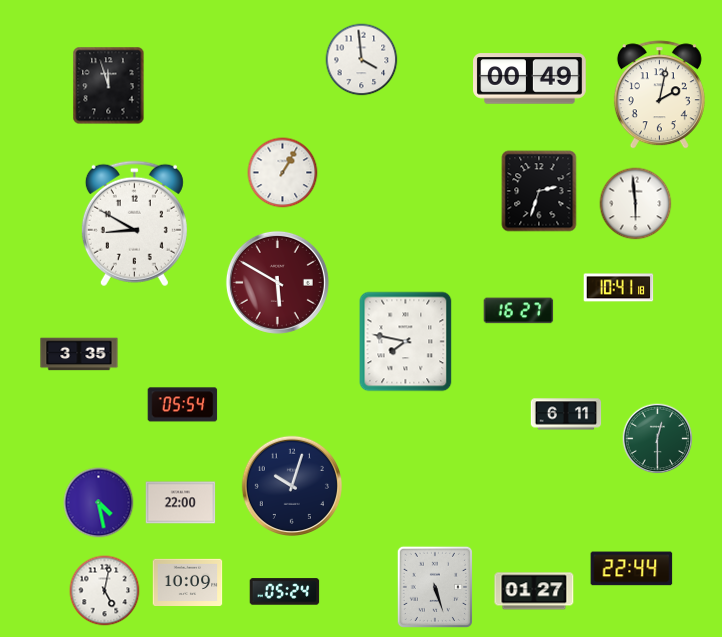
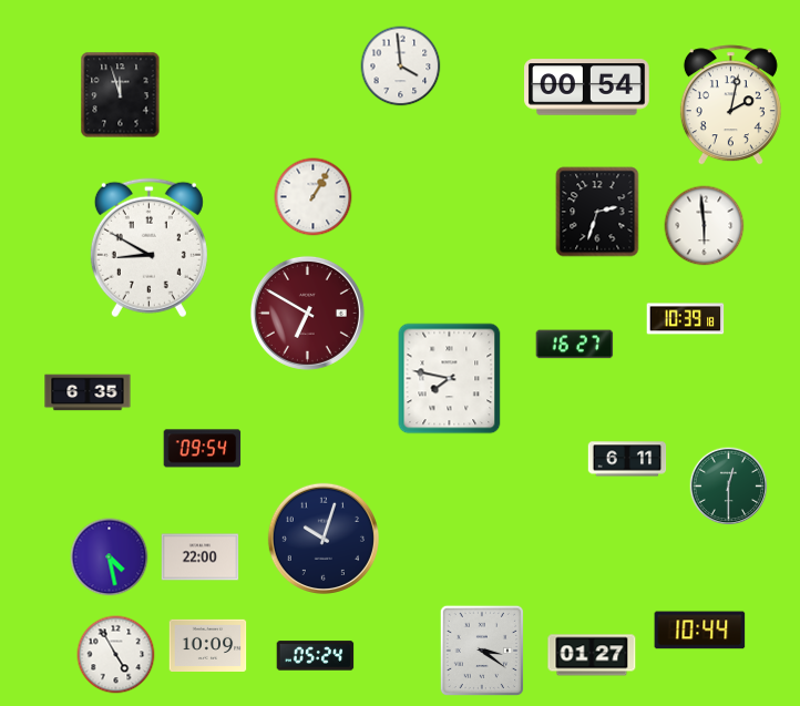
clock at (530, 79): 00:49 -> 00:54
clock at (283, 173) position: (283, 173) -> (314, 197)
clock at (277, 282): 5:50 -> 6:50
clock at (619, 288): 10:41 -> 10:39
clock at (79, 354): 3:35 -> 6:35
clock at (183, 405): 05:54 -> 09:54
clock at (632, 569): 22:44 -> 10:44
clock at (435, 587): 5:27 -> 3:21
clock at (105, 591): 5:02 -> 4:55
